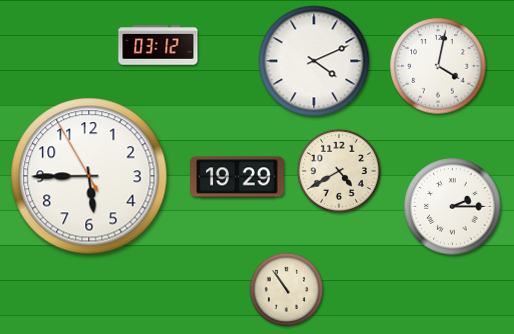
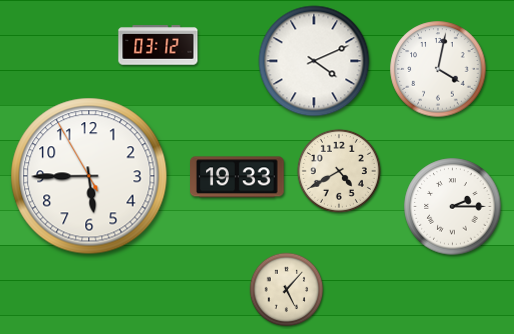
clock at (438, 66) position: (438, 66) -> (438, 69)
clock at (238, 177): 19:29 -> 19:33
clock at (287, 290): 10:54 -> 5:07
